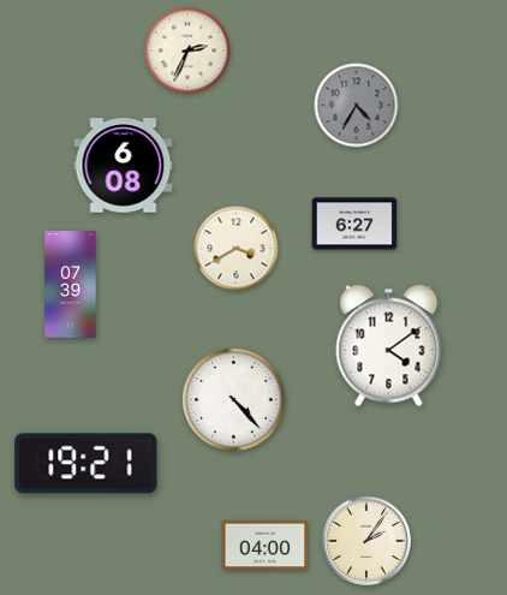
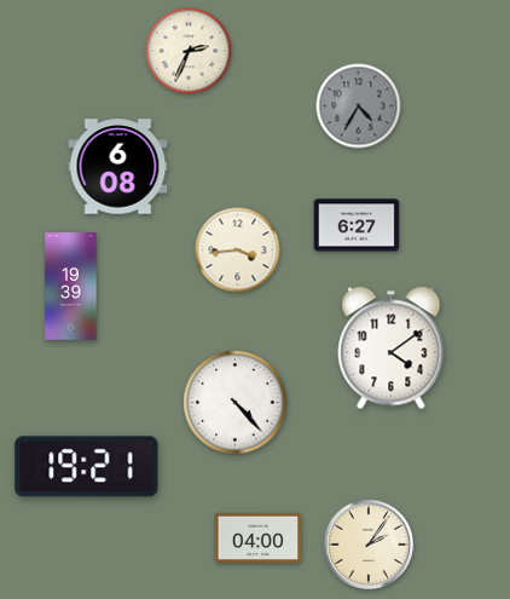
clock at (124, 166) position: (124, 166) -> (118, 167)
clock at (237, 249): 3:40 -> 3:44
clock at (71, 285): 07:39 -> 19:39
clock at (266, 545) position: (266, 545) -> (259, 537)
